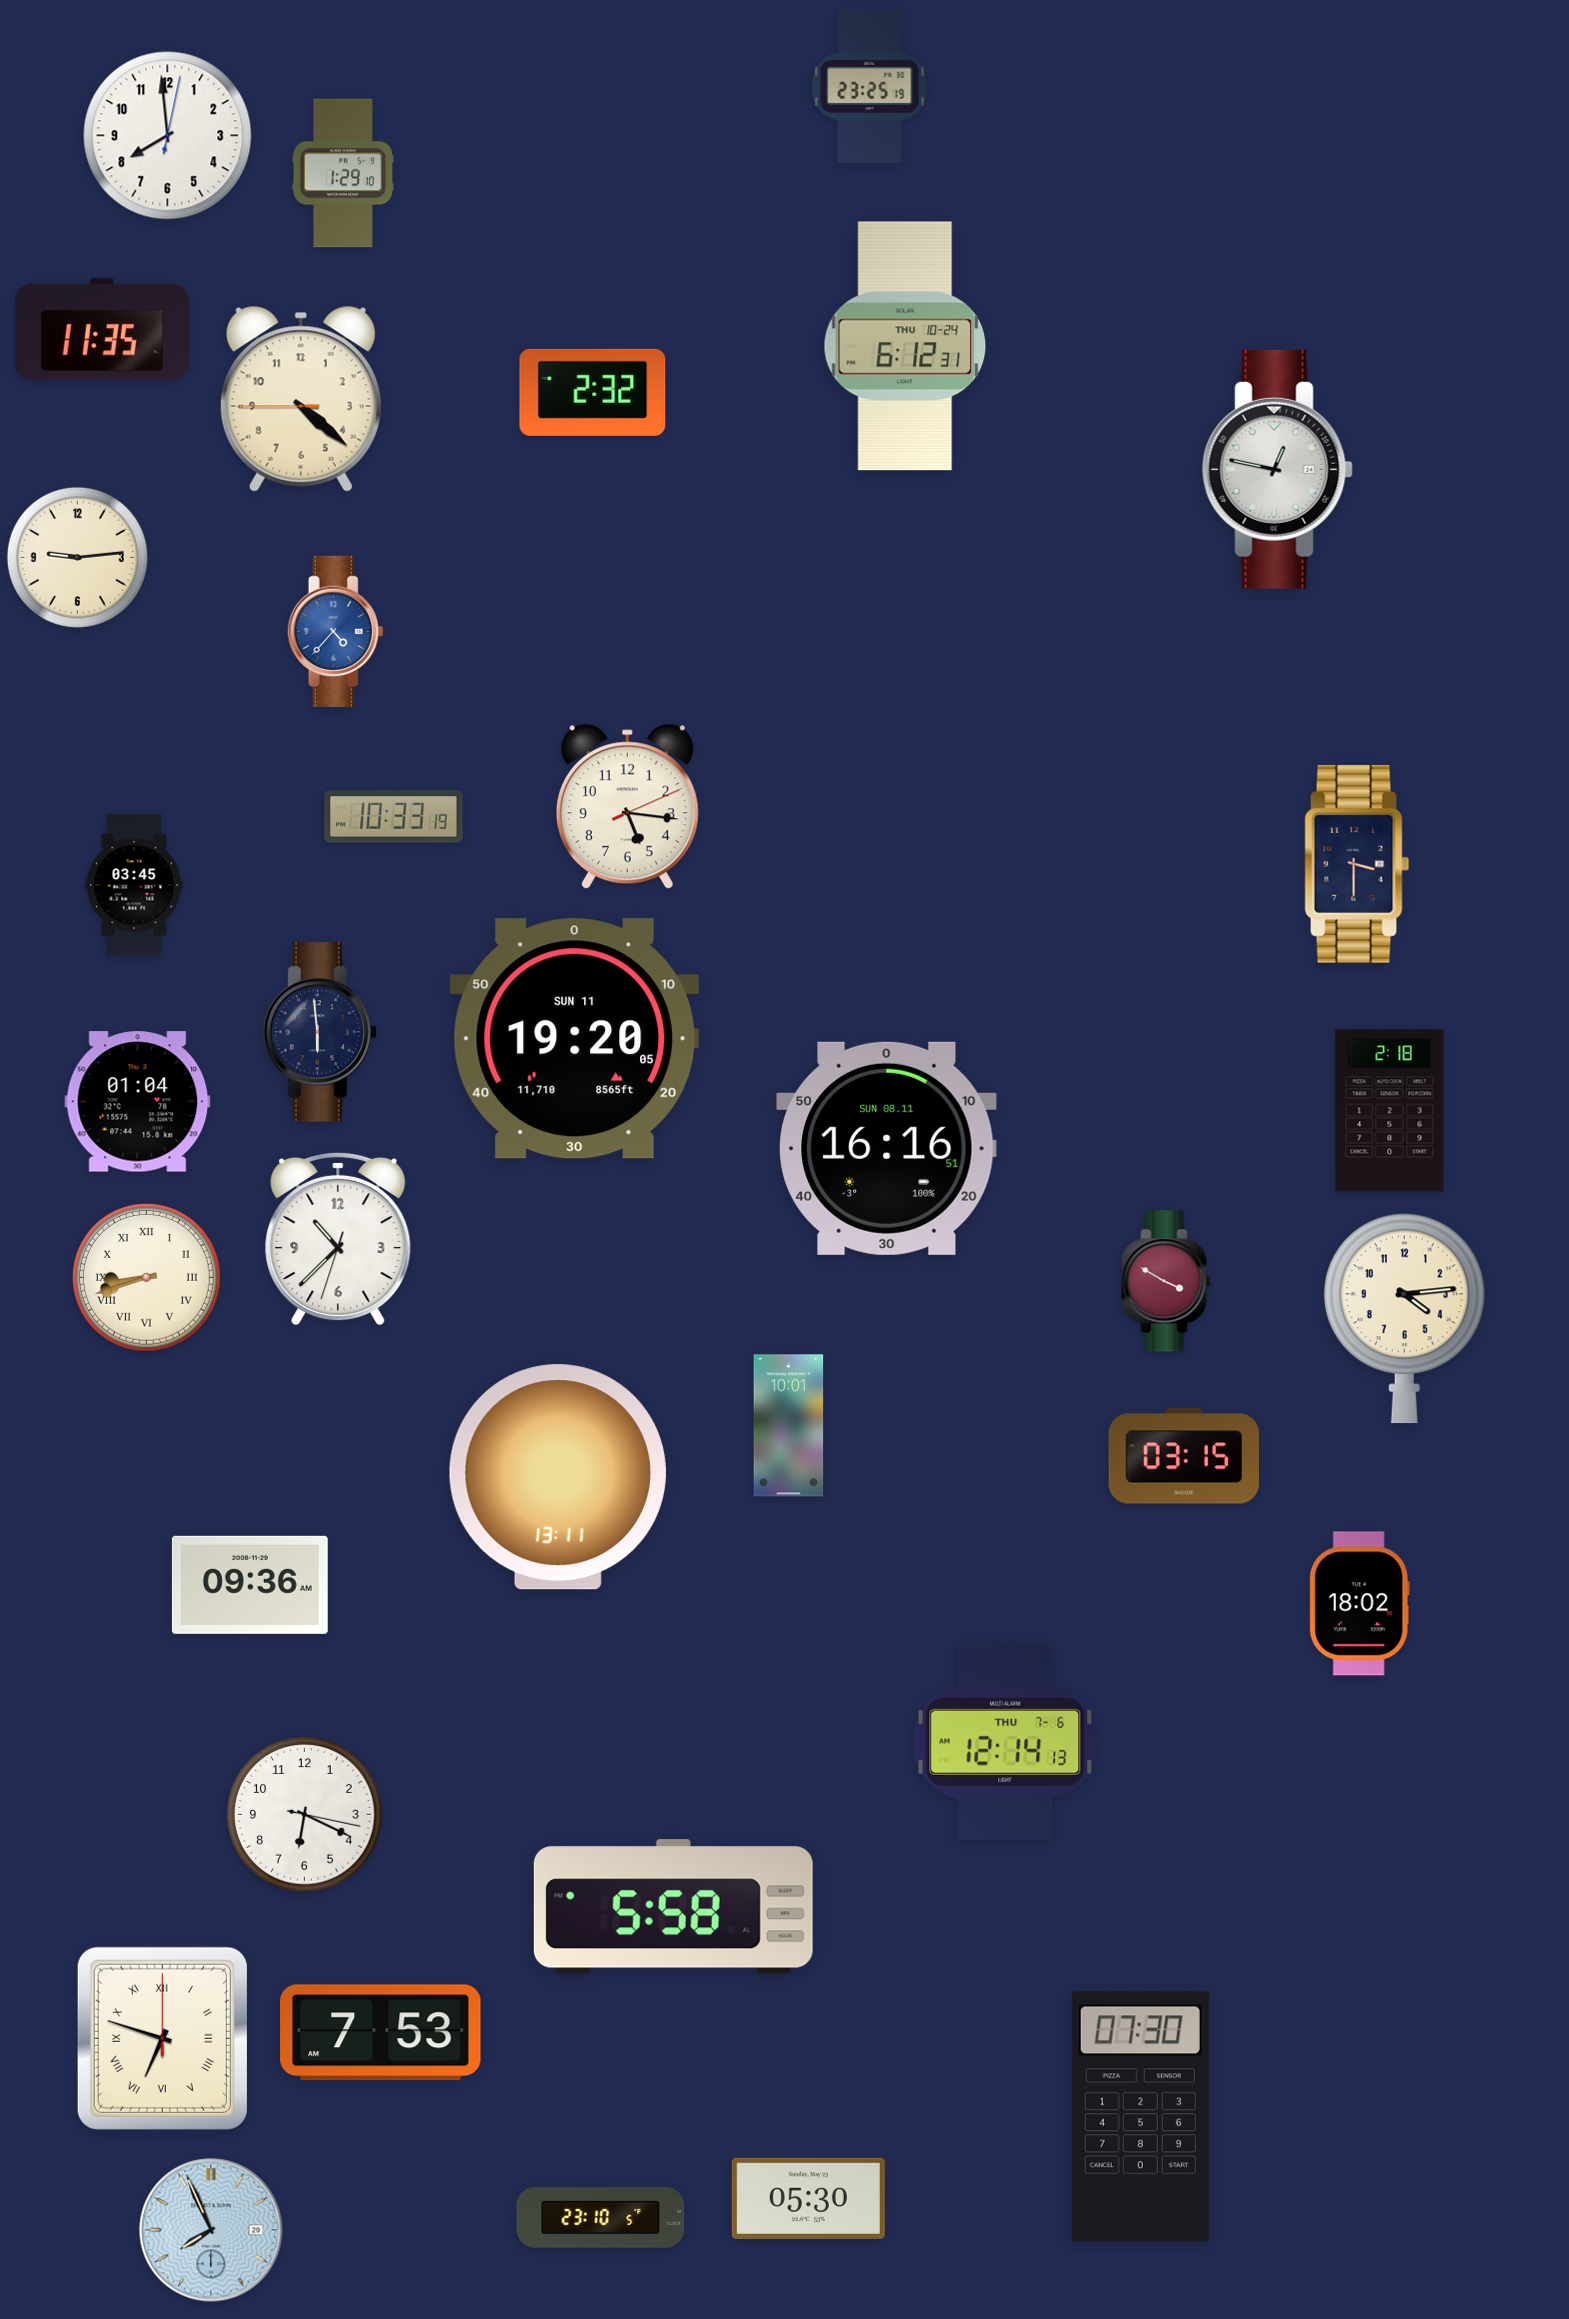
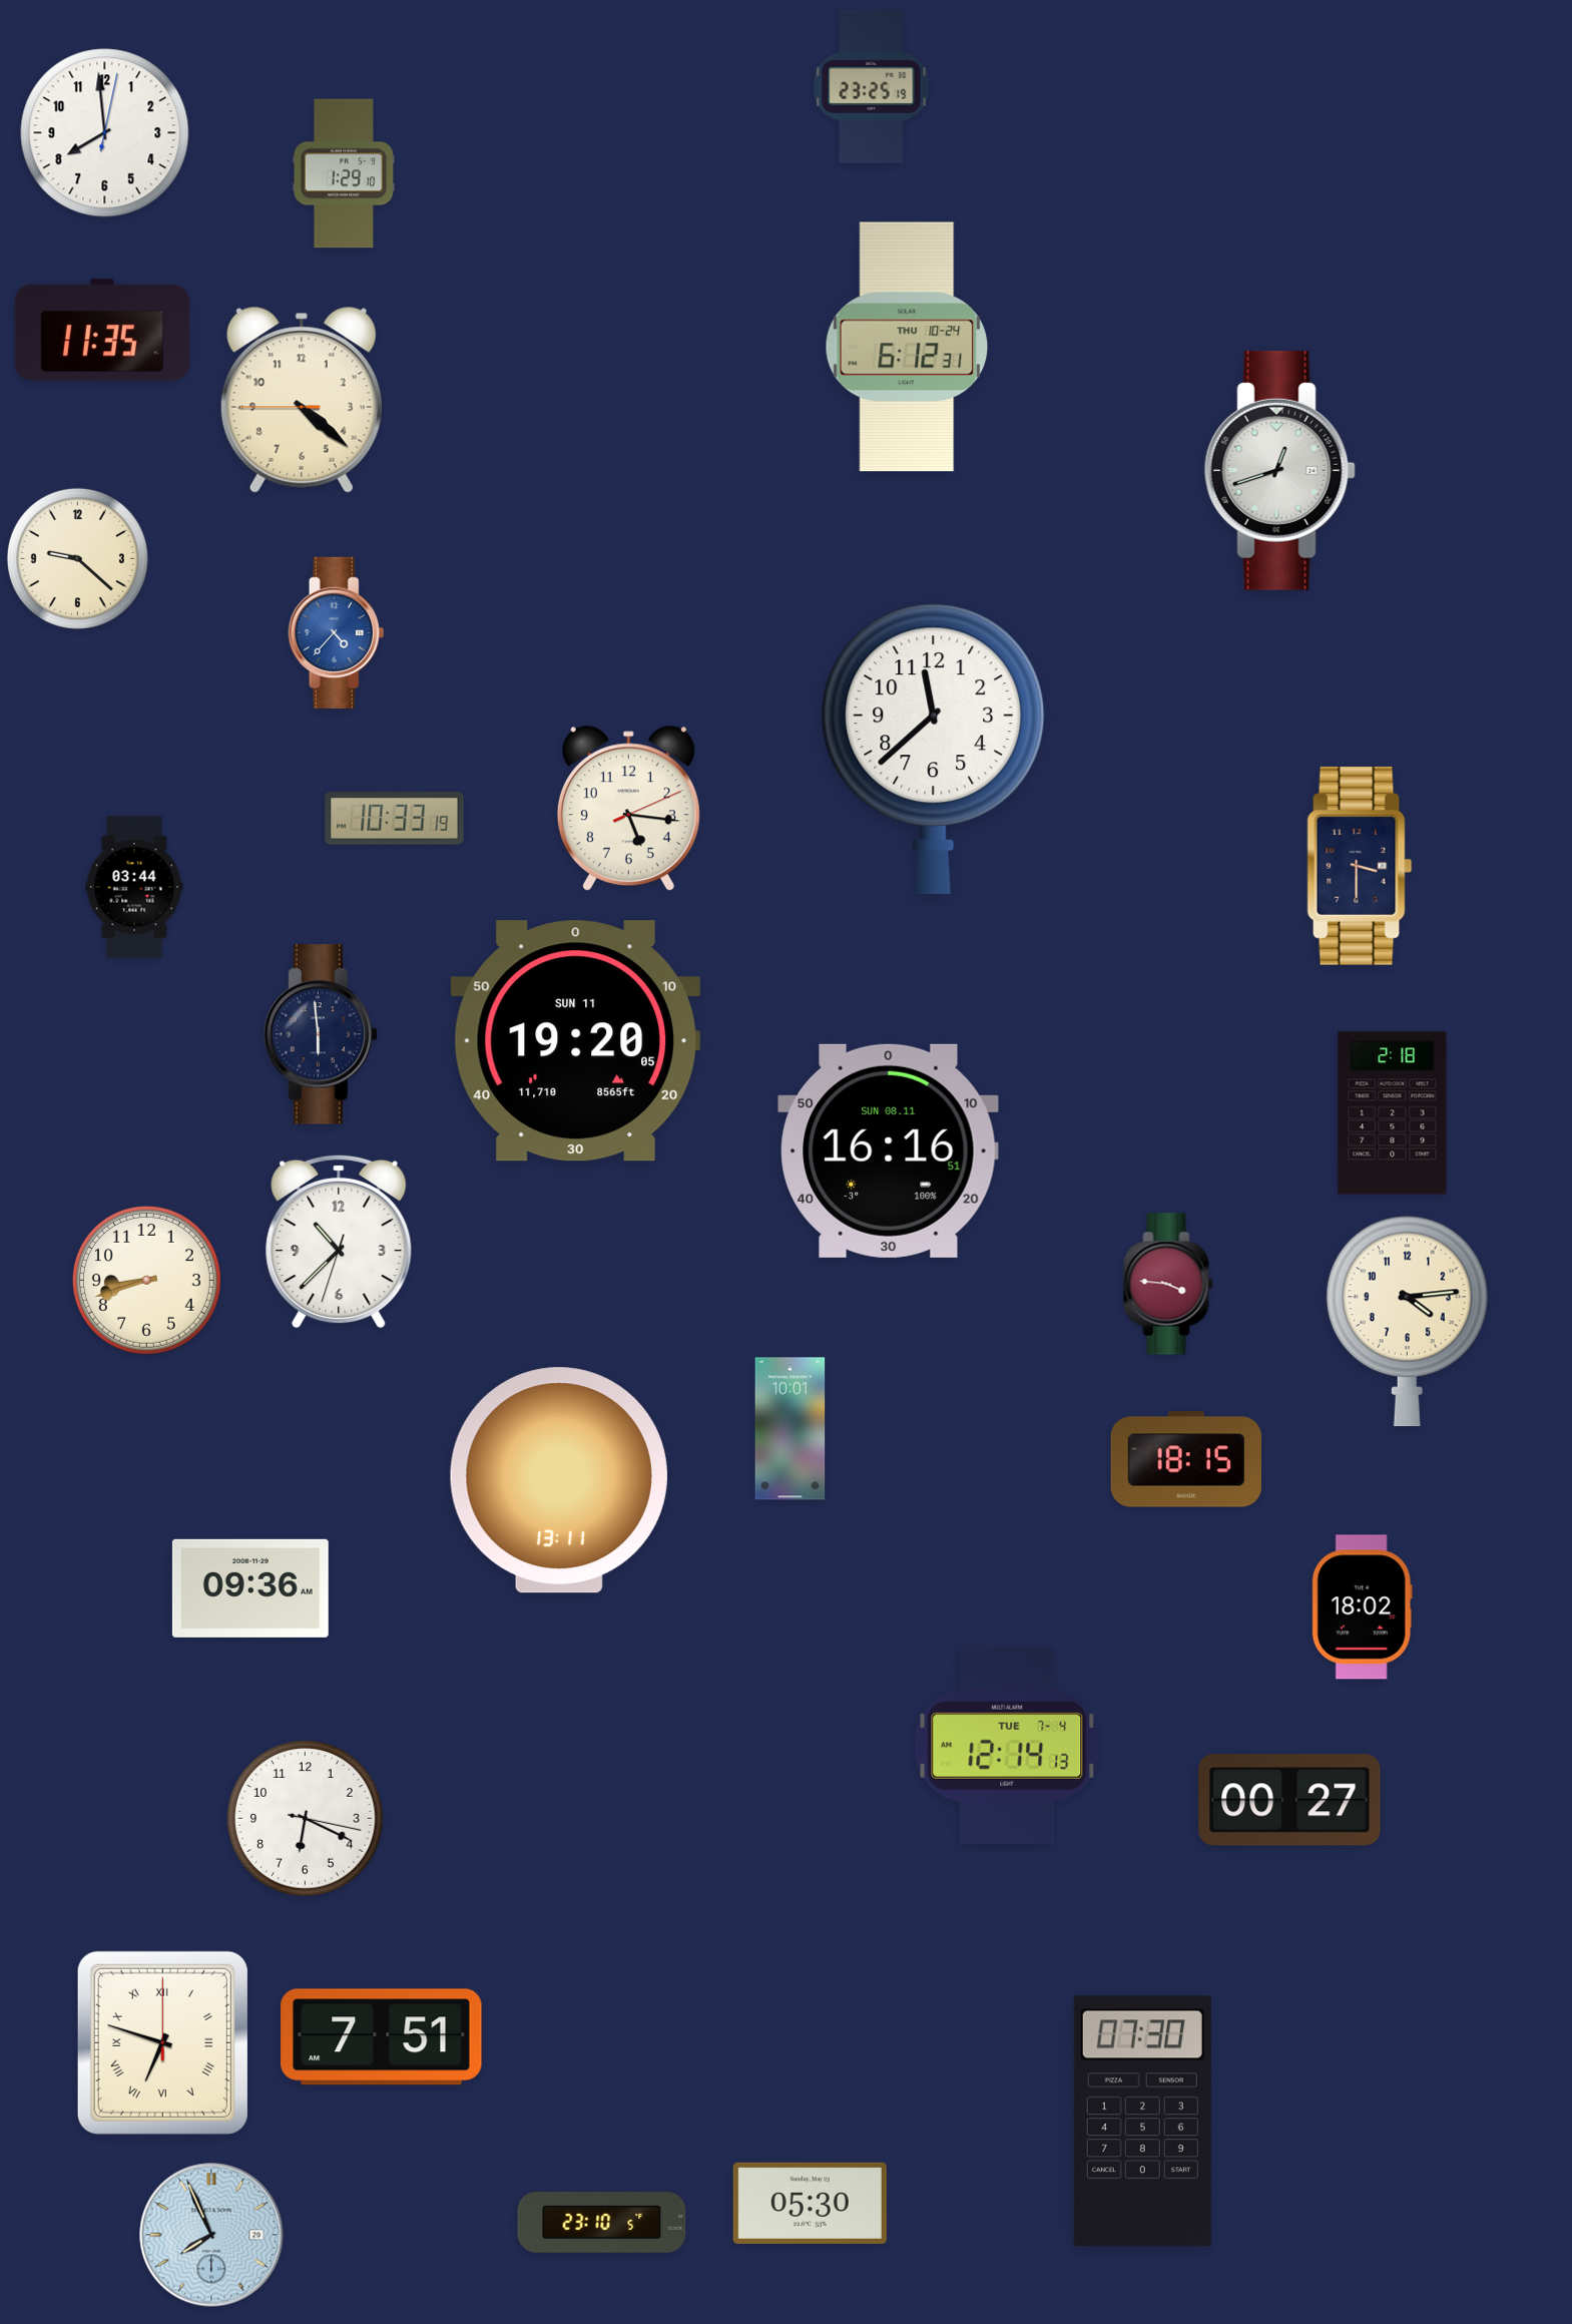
clock at (168, 136) position: (168, 136) -> (105, 133)
clock at (593, 392): 2:32 -> none
clock at (1277, 469): 12:47 -> 12:42
clock at (77, 557): 9:14 -> 9:22
clock at (934, 750): none -> 11:38
clock at (134, 885): 03:45 -> 03:44
clock at (138, 1102): 01:04 -> none
clock at (146, 1277) numerals: Roman -> Arabic
clock at (1166, 1281): 3:50 -> 3:46
clock at (1183, 1456): 03:15 -> 18:15
clock at (1005, 1742) date: THU 7-6 -> TUE 7-4
clock at (1289, 1800): none -> 00:27
clock at (673, 1907): 5:58 -> none
clock at (381, 2033): 7:53 -> 7:51
